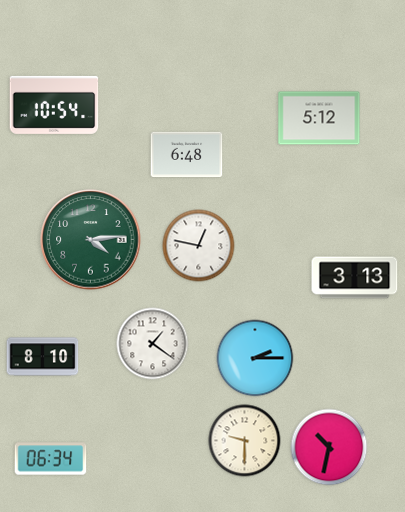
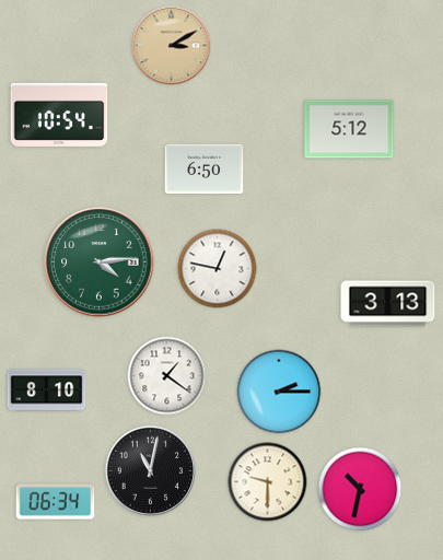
clock at (172, 46): none -> 3:10
clock at (187, 155): 6:48 -> 6:50
clock at (150, 470): none -> 11:02
